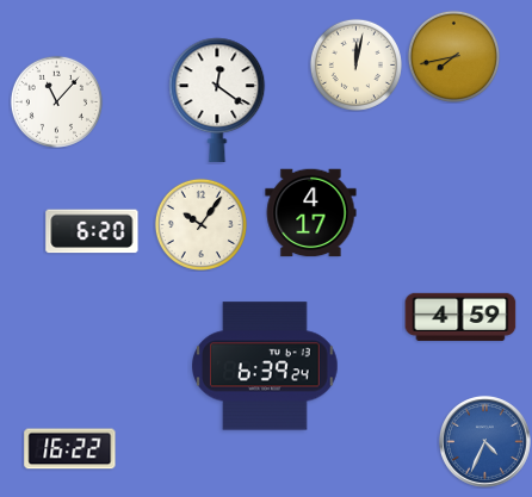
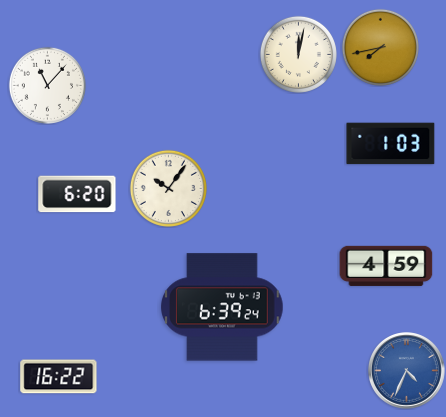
clock at (217, 100): 12:21 -> none
clock at (391, 144): none -> 1:03
clock at (311, 213): 4:17 -> none
